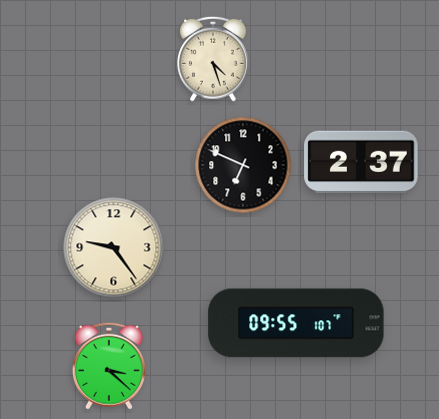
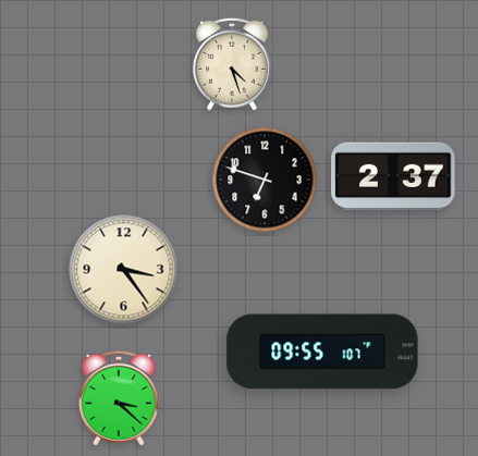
clock at (243, 165): 6:49 -> 6:48
clock at (114, 248): 9:24 -> 3:24
